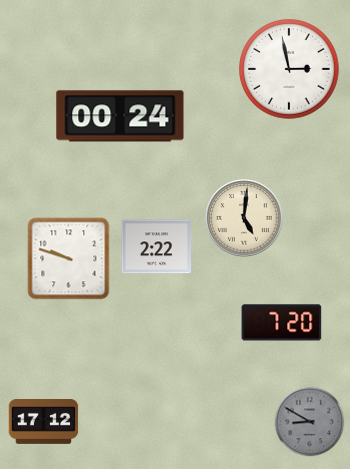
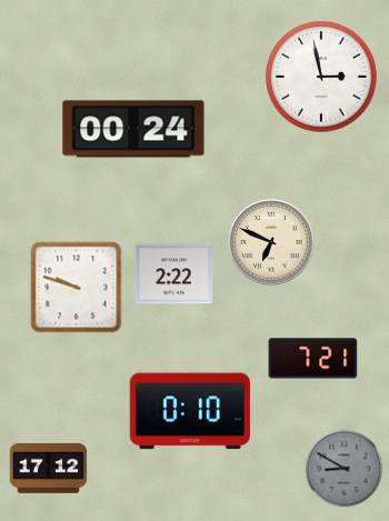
clock at (244, 218): 5:01 -> 6:49
clock at (282, 323): 7:20 -> 7:21
clock at (190, 411): none -> 0:10
